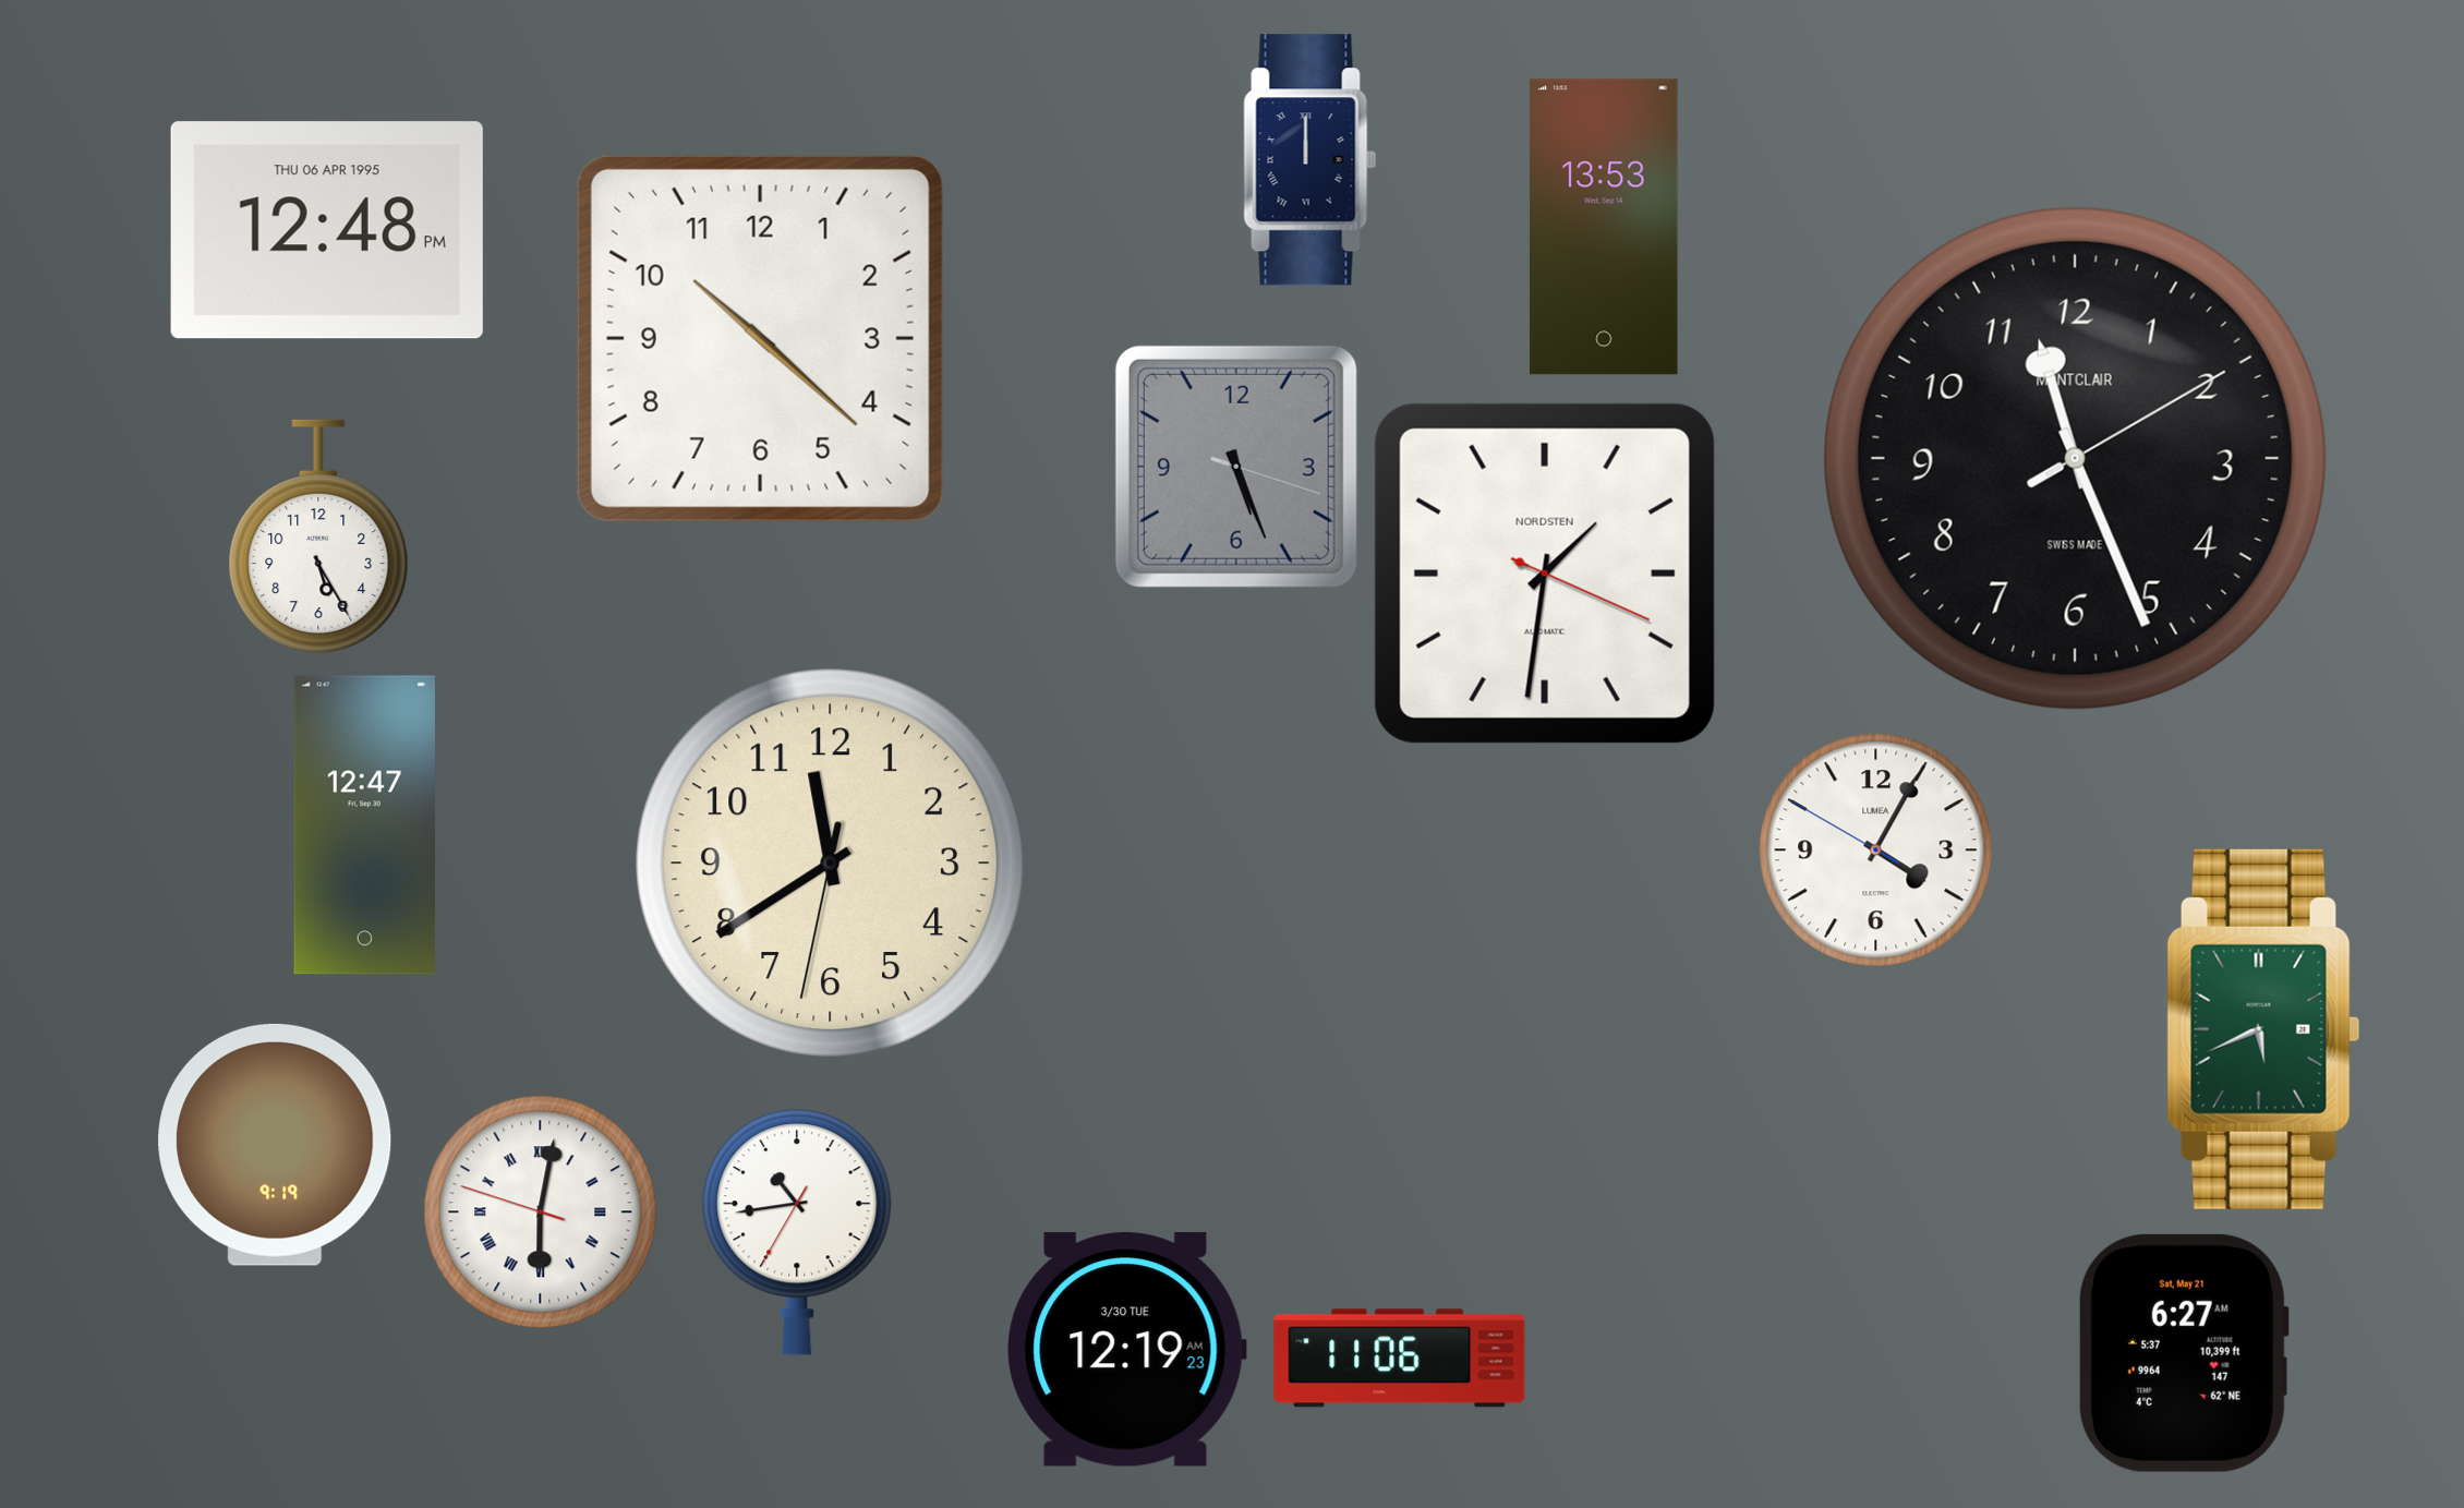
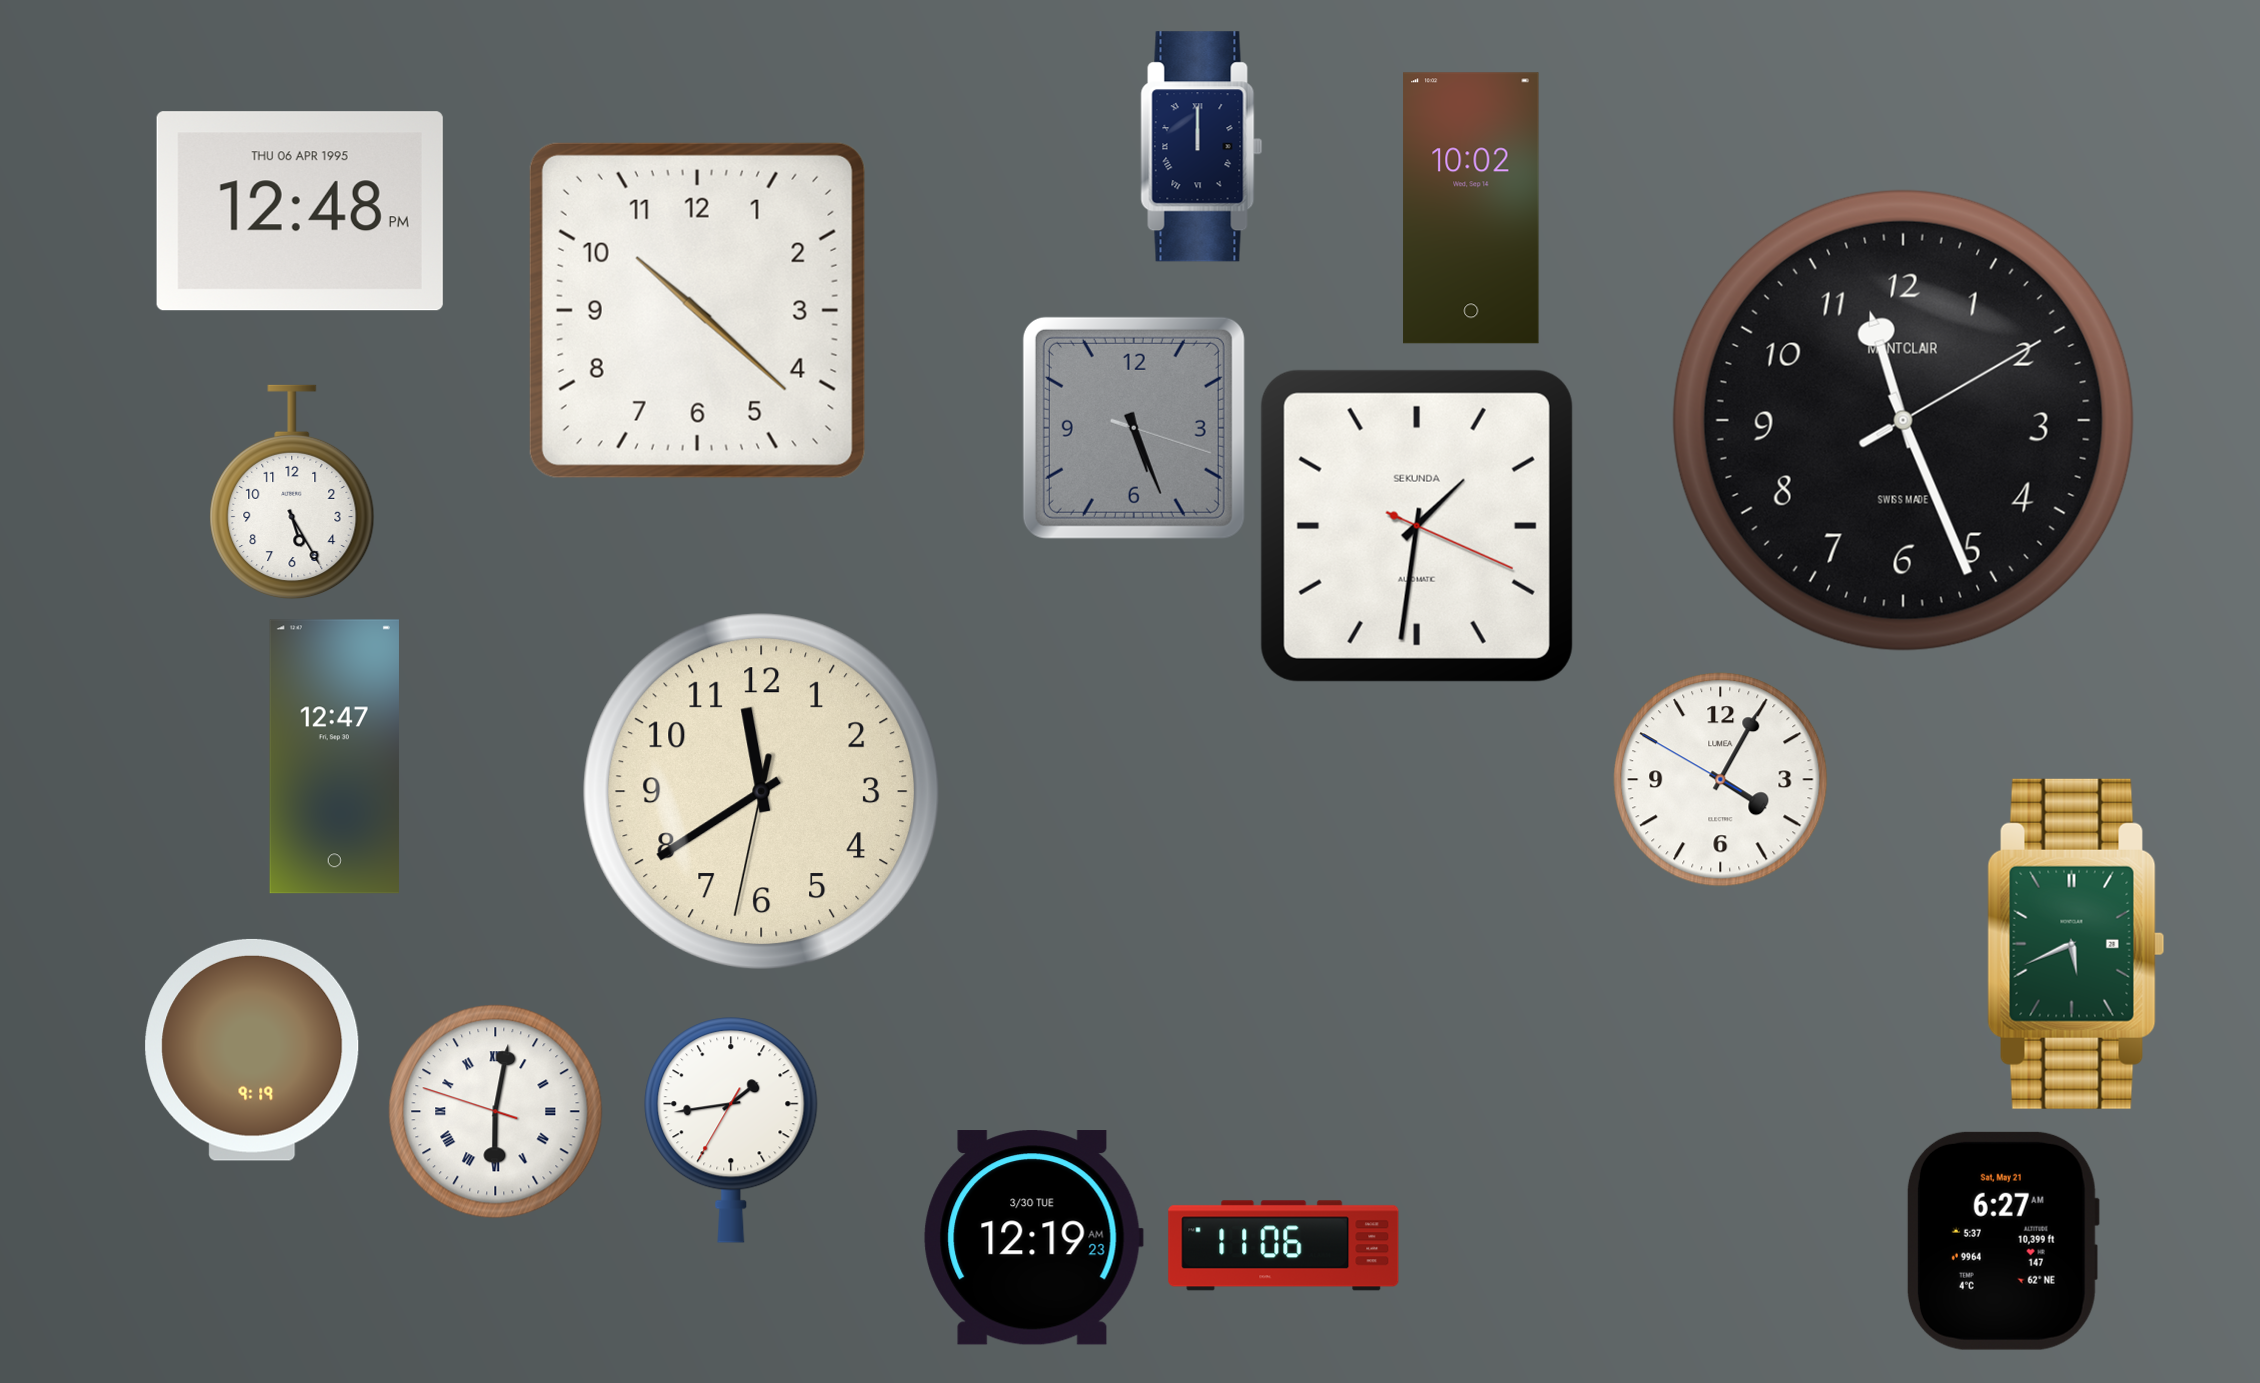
clock at (1604, 227): 13:53 -> 10:02
clock at (1545, 574) brand: NORDSTEN -> SEKUNDA
clock at (797, 1232): 10:43 -> 1:43
